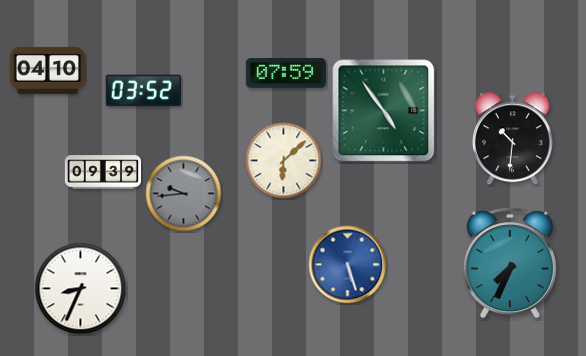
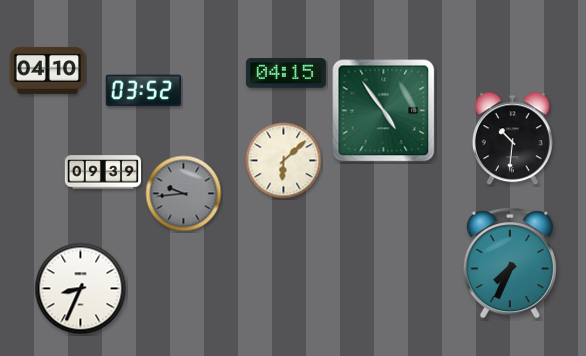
clock at (286, 73): 07:59 -> 04:15
clock at (348, 265): 5:27 -> none
